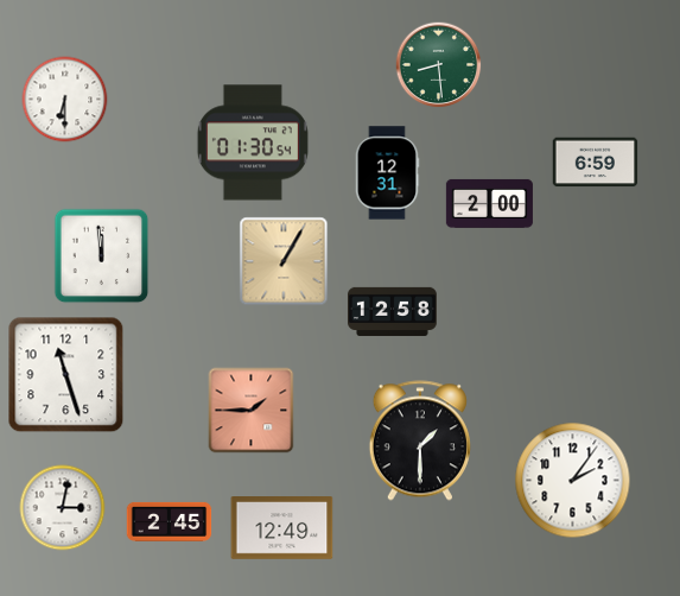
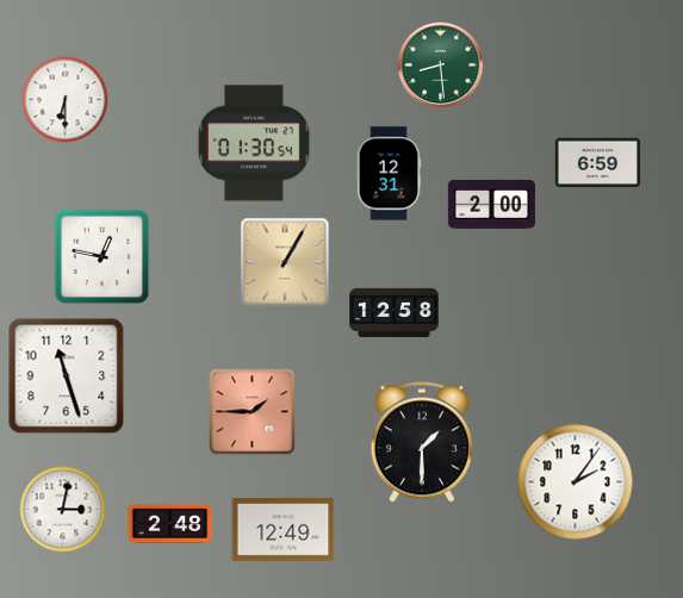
clock at (102, 256): 11:59 -> 12:47
clock at (170, 521): 2:45 -> 2:48
